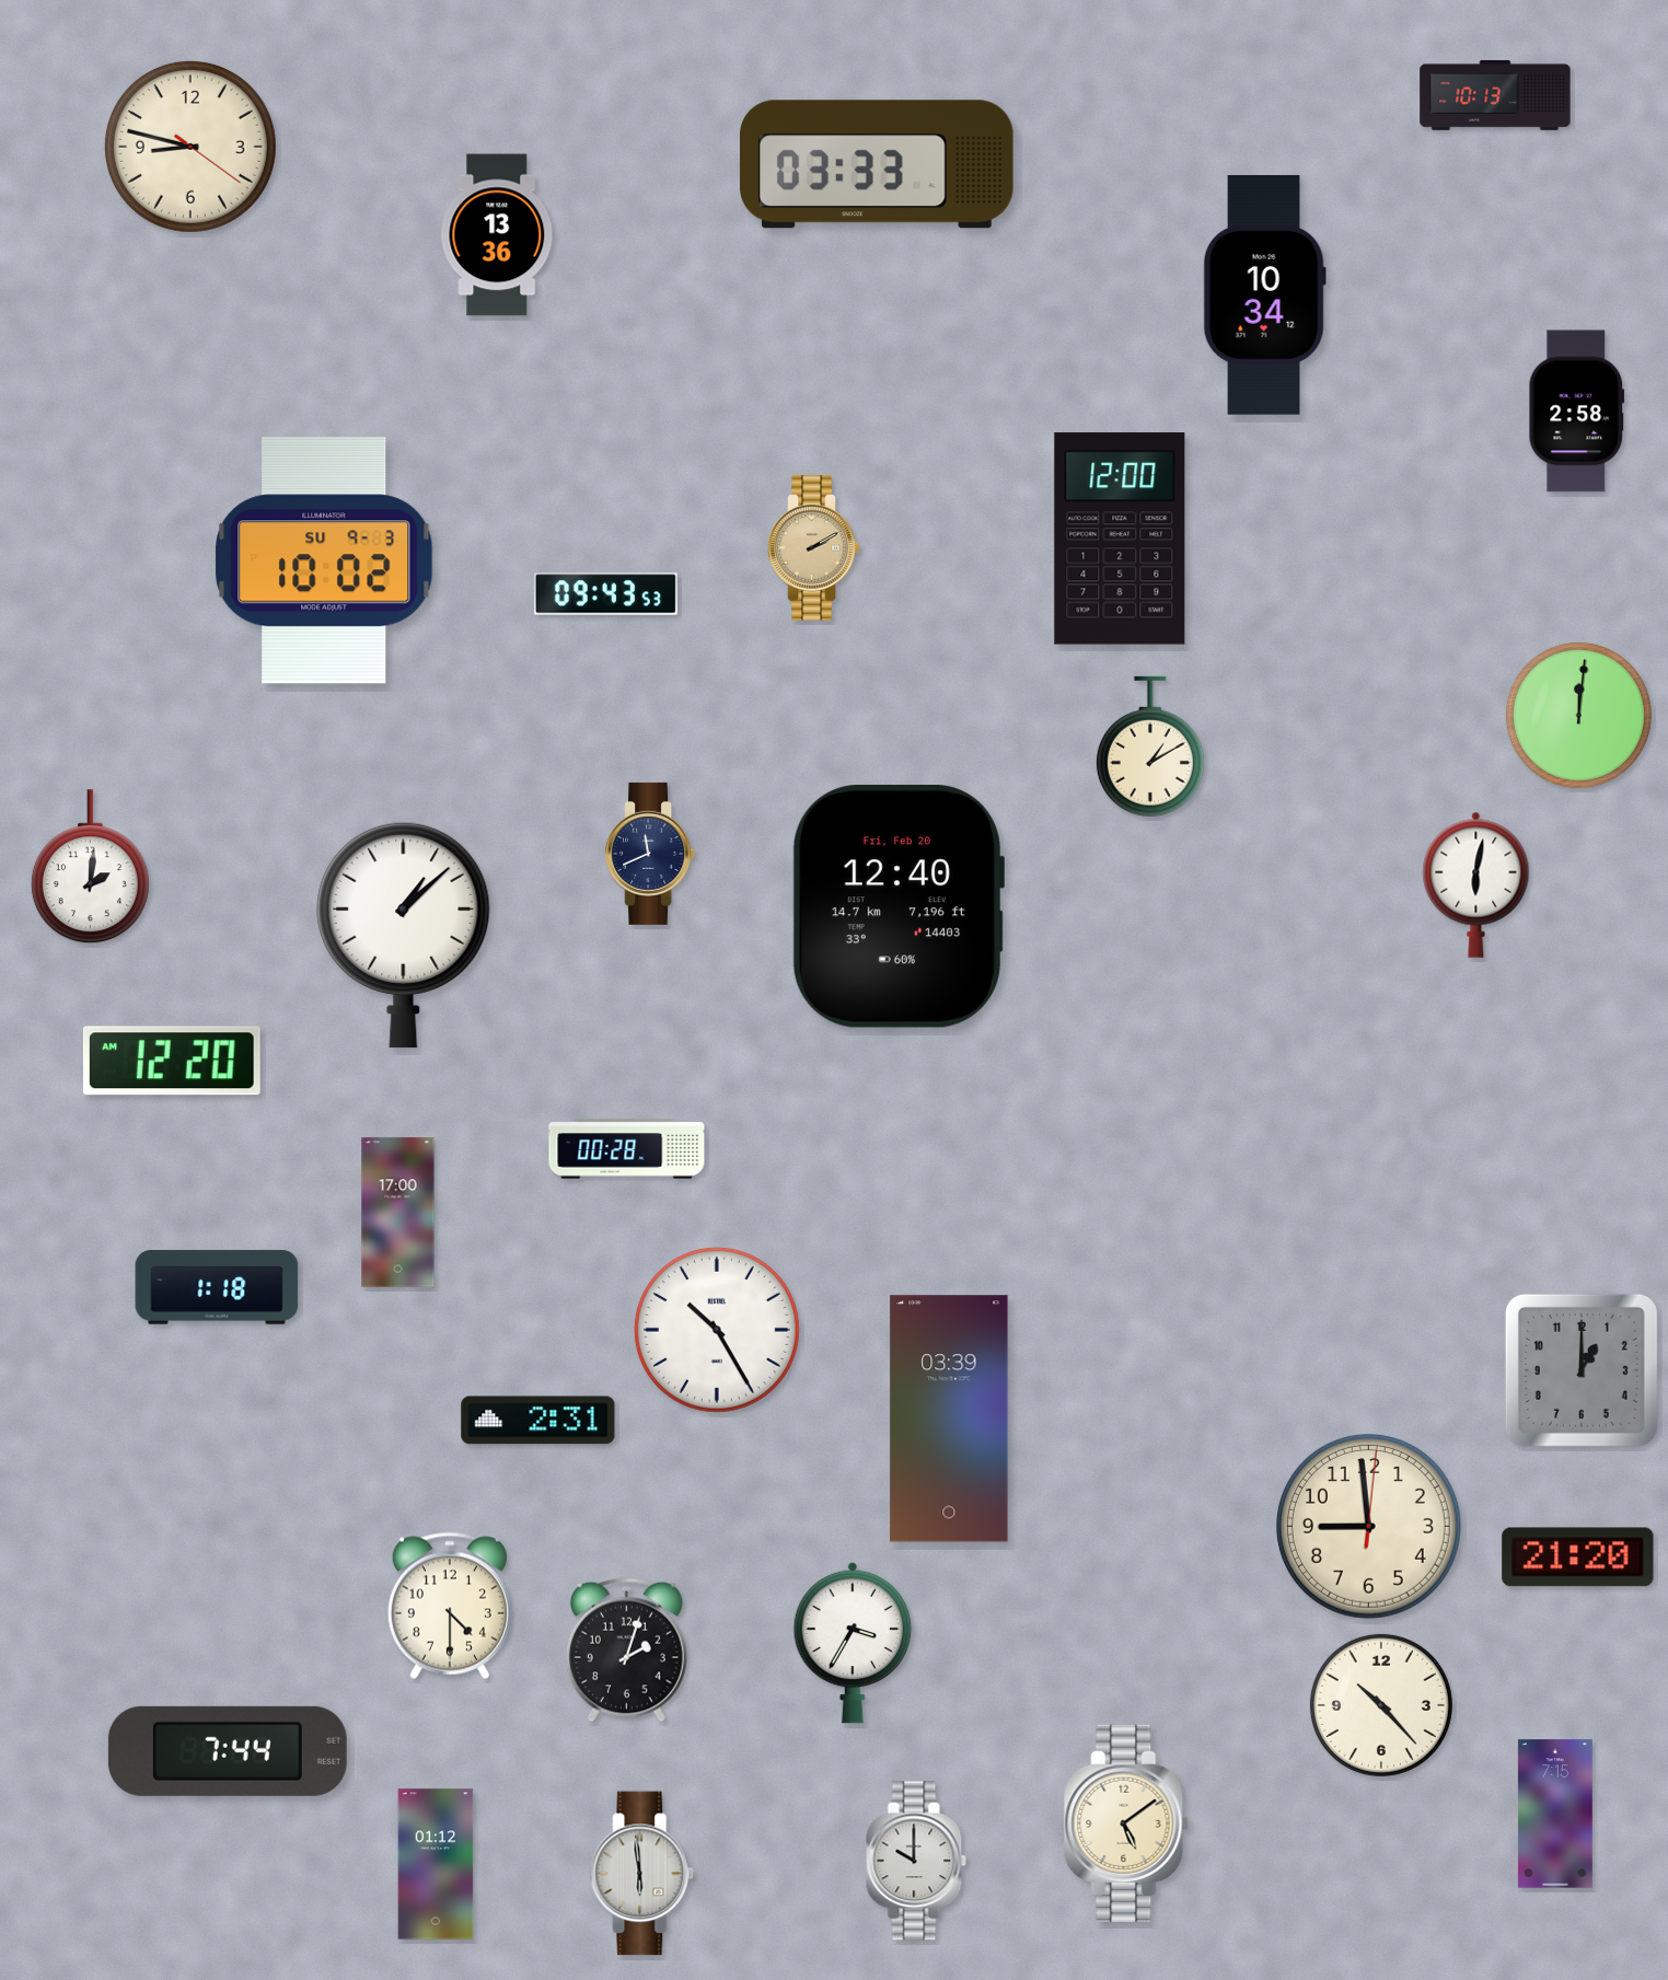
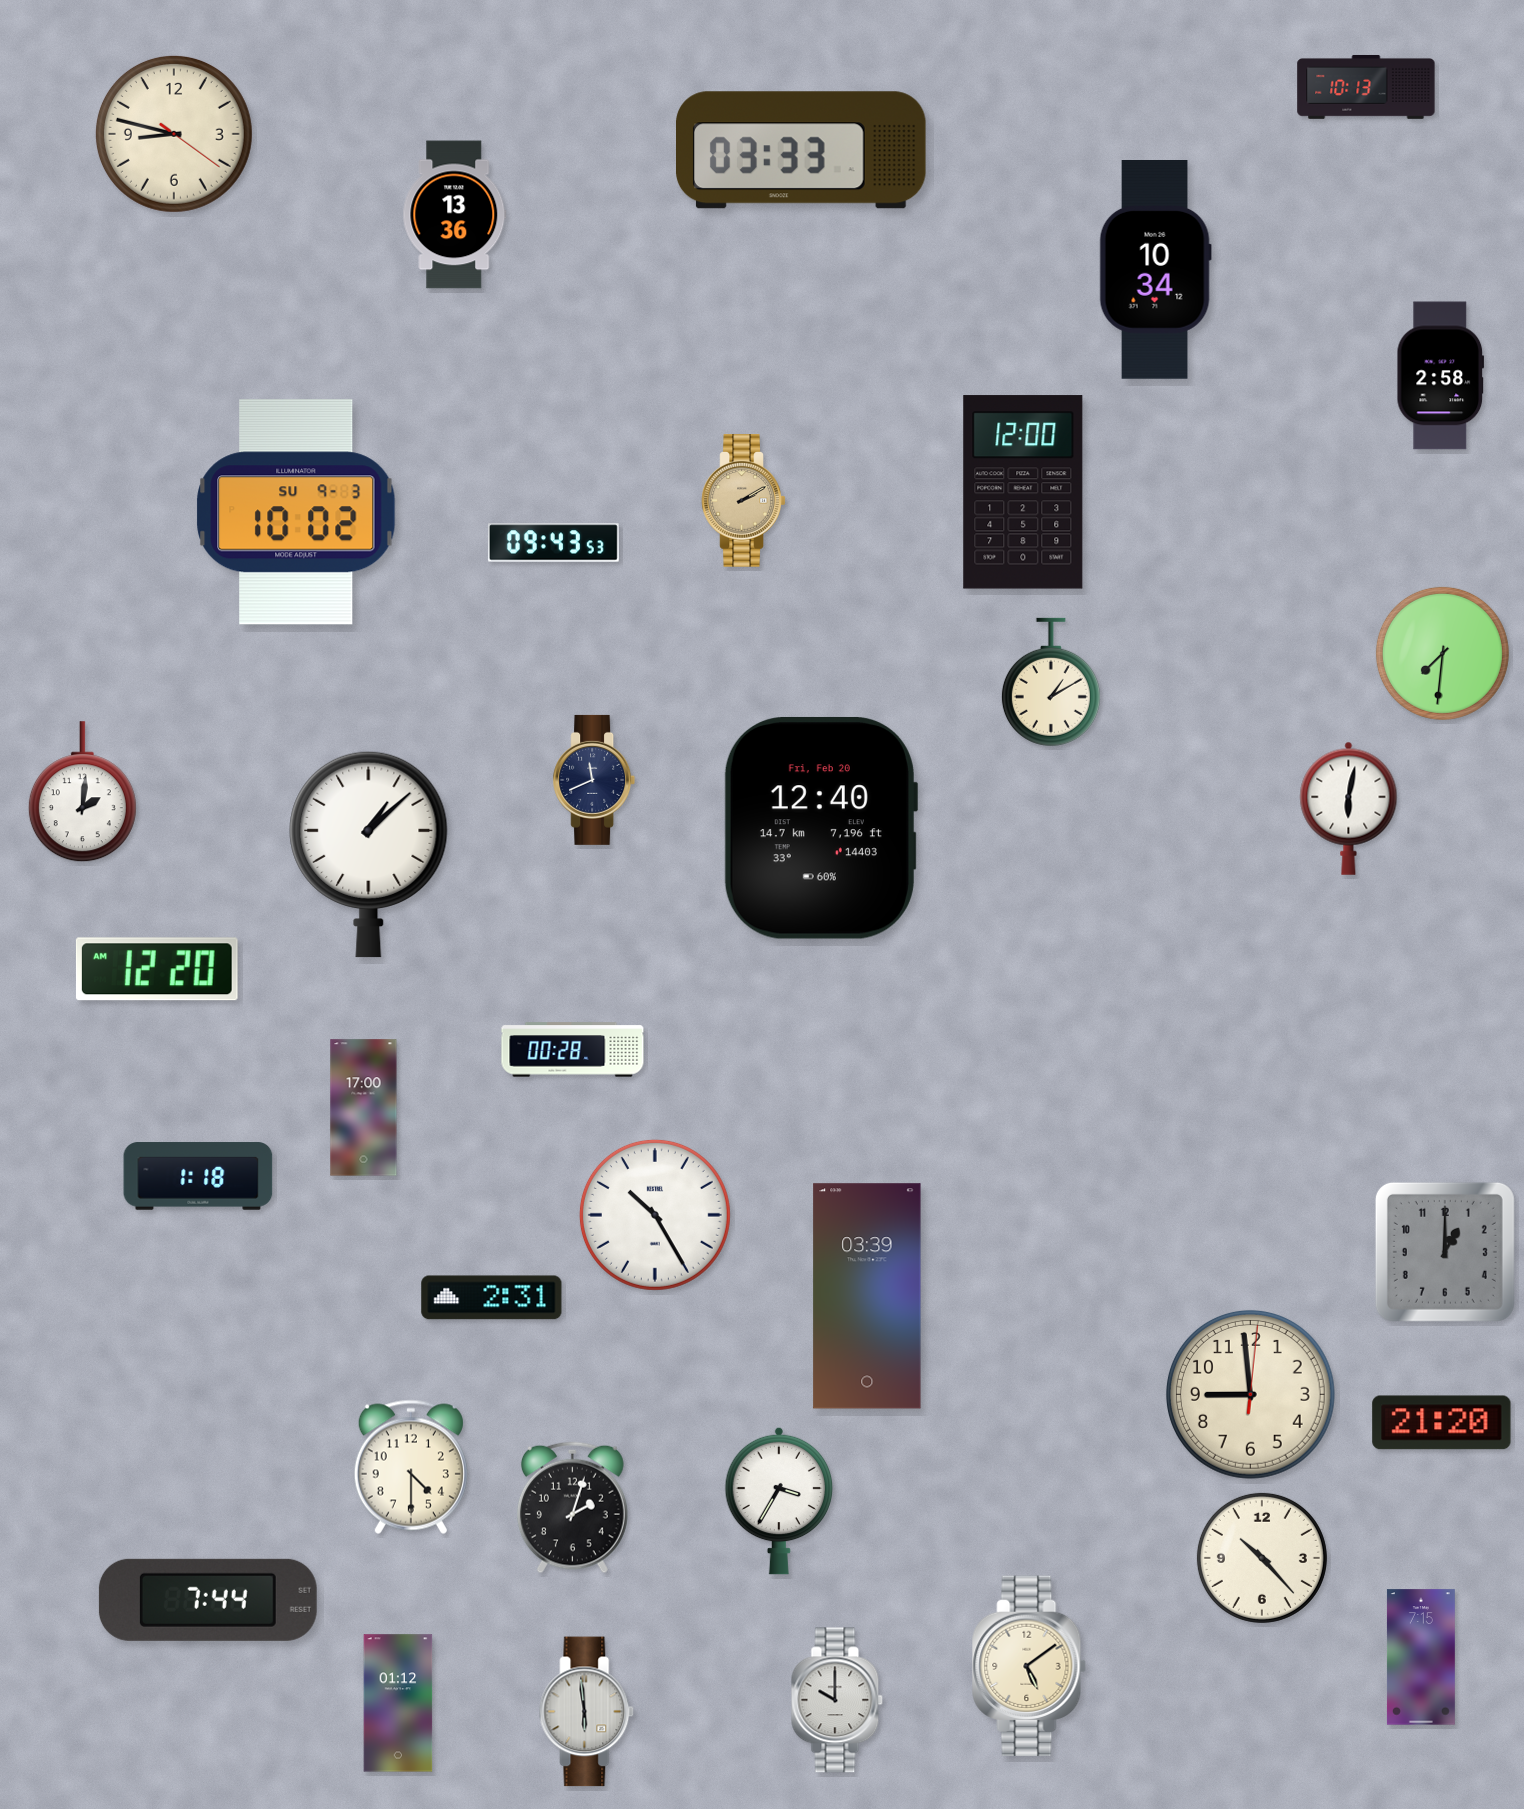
clock at (1578, 715): 12:01 -> 7:31
